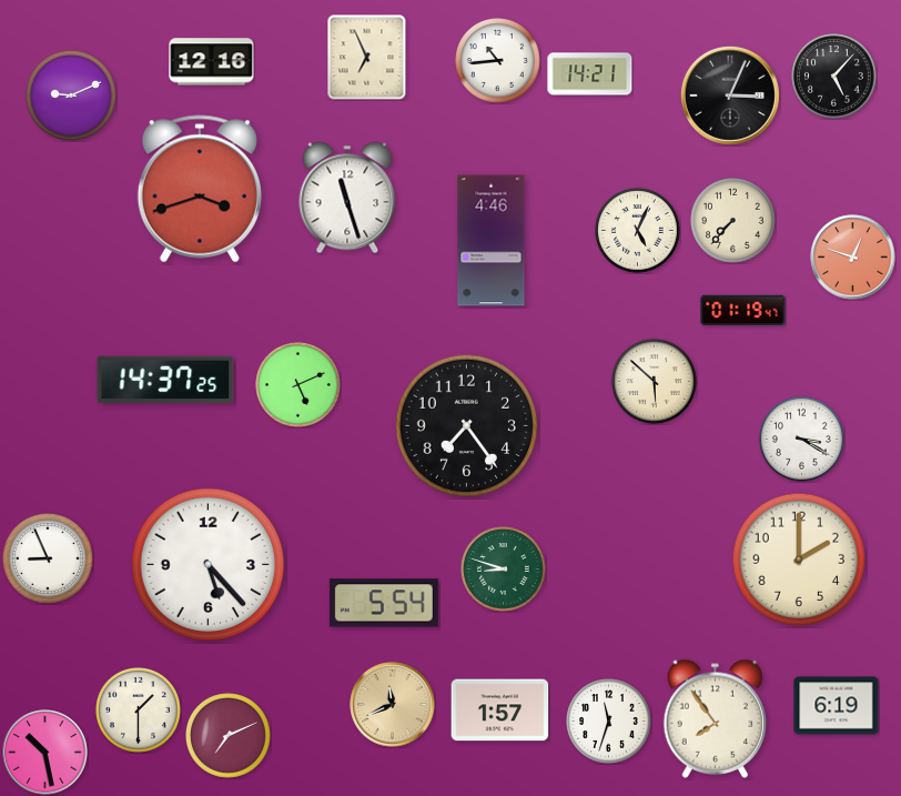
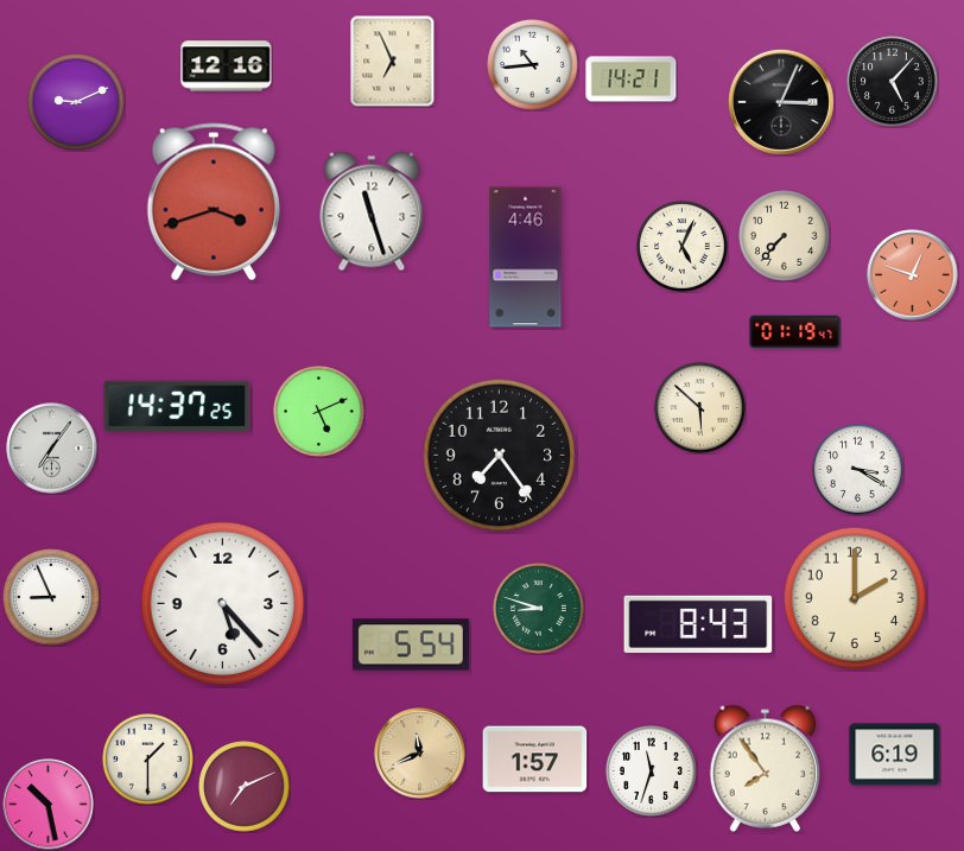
clock at (52, 449): none -> 7:06
clock at (698, 624): none -> 8:43
